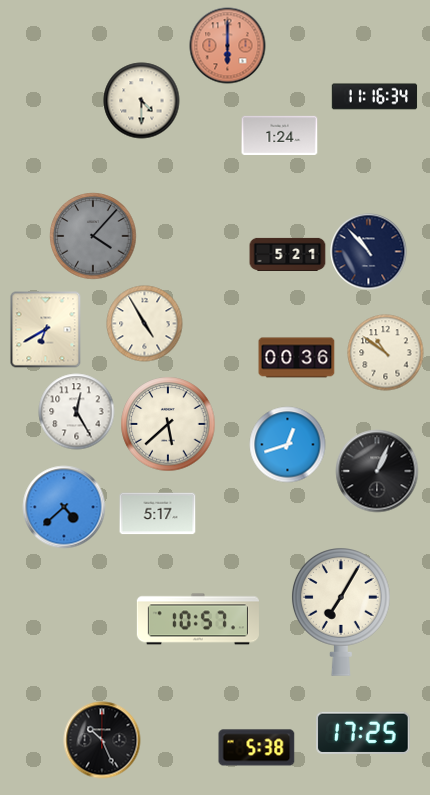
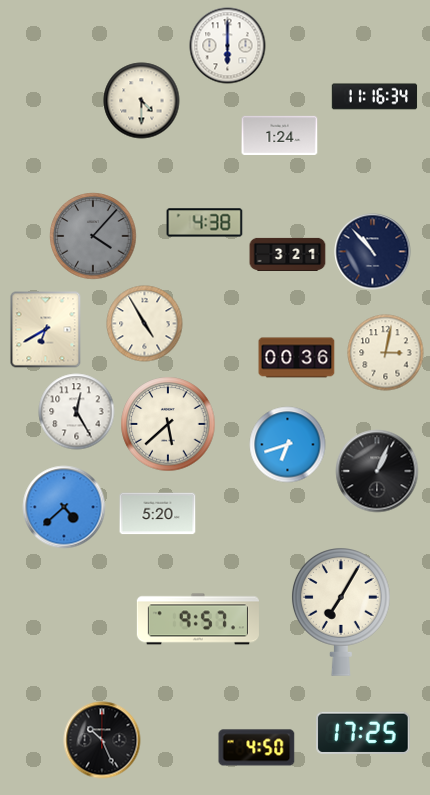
clock at (228, 46) dial: salmon -> white
clock at (205, 223): none -> 4:38
clock at (369, 252) position: (369, 252) -> (373, 252)
clock at (288, 254): 5:21 -> 3:21
clock at (386, 353): 10:51 -> 3:02
clock at (288, 445): 12:42 -> 6:42
clock at (158, 514): 5:17 -> 5:20
clock at (198, 619): 10:57 -> 9:57
clock at (257, 748): 5:38 -> 4:50
